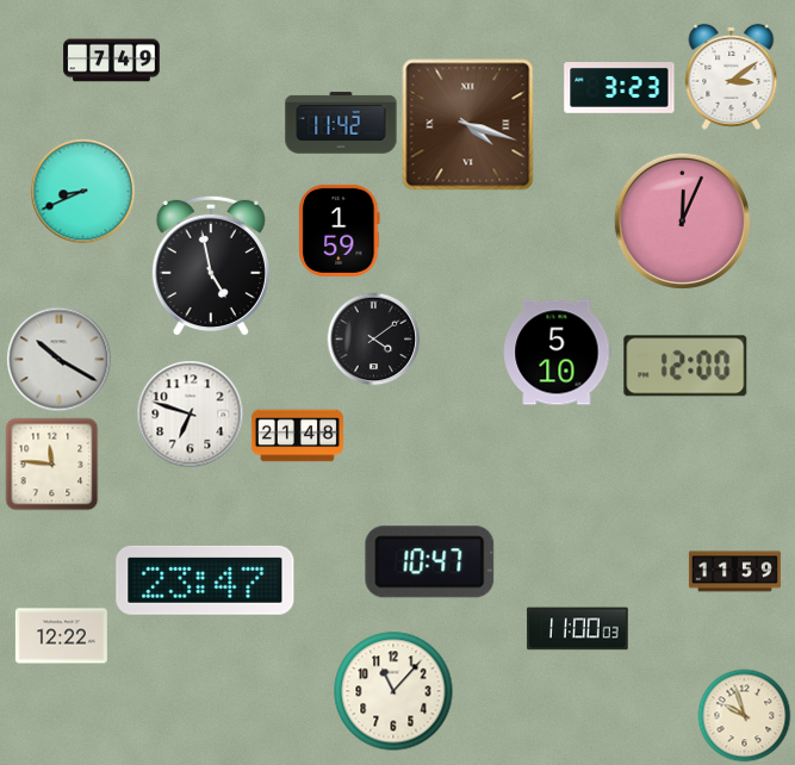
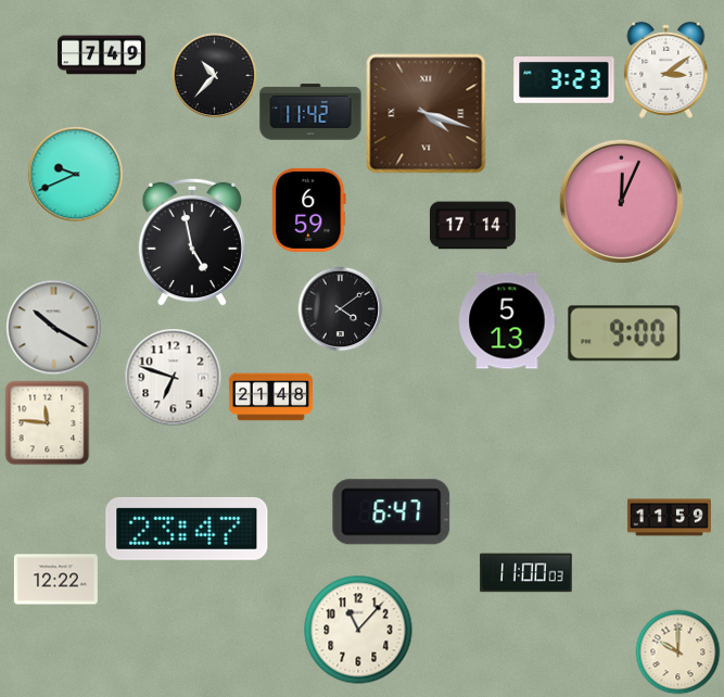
clock at (214, 75): none -> 10:37
clock at (82, 191): 8:41 -> 9:41
clock at (340, 230): 1:59 -> 6:59
clock at (472, 226): none -> 17:14
clock at (558, 353): 5:10 -> 5:13
clock at (685, 366): 12:00 -> 9:00
clock at (430, 562): 10:47 -> 6:47
clock at (734, 572) position: (734, 572) -> (669, 518)
clock at (744, 715): 9:57 -> 10:00
